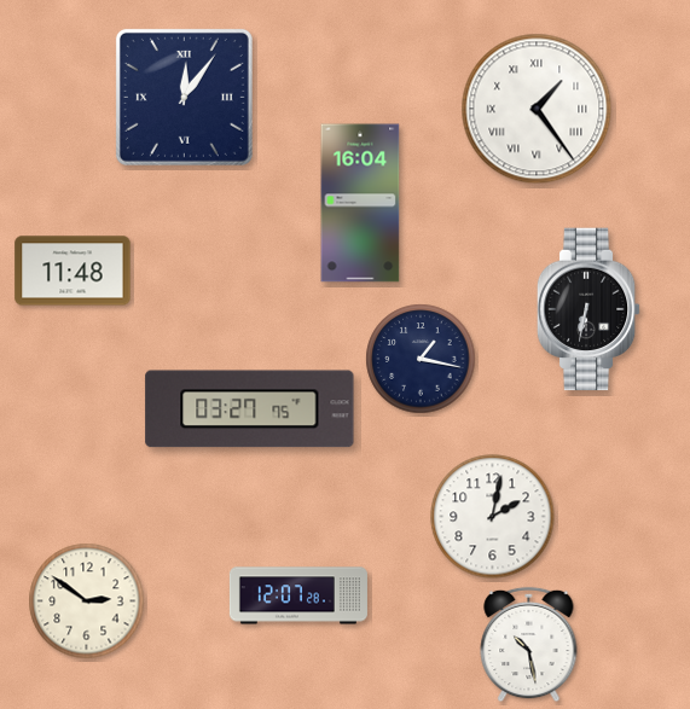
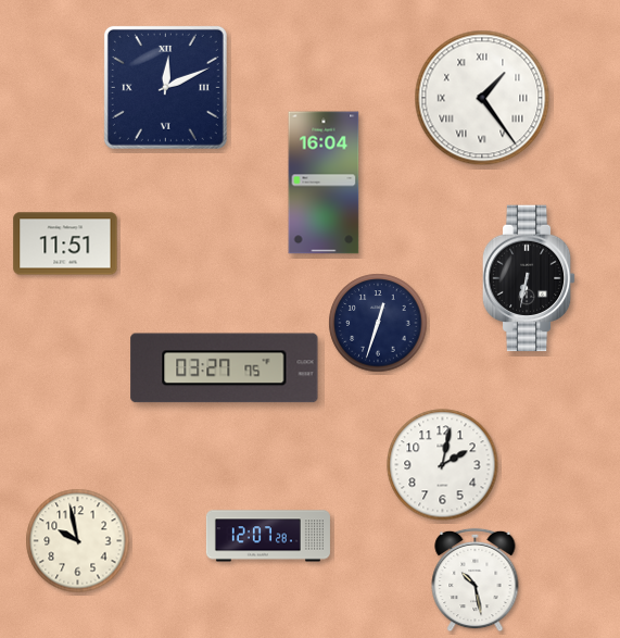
clock at (184, 97): 12:06 -> 12:11
clock at (73, 271): 11:48 -> 11:51
clock at (421, 359): 1:17 -> 12:33
clock at (87, 602): 2:51 -> 9:58
